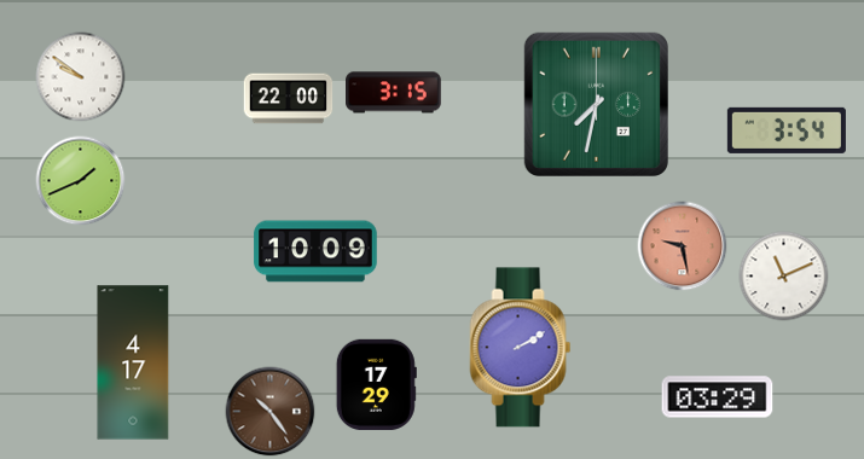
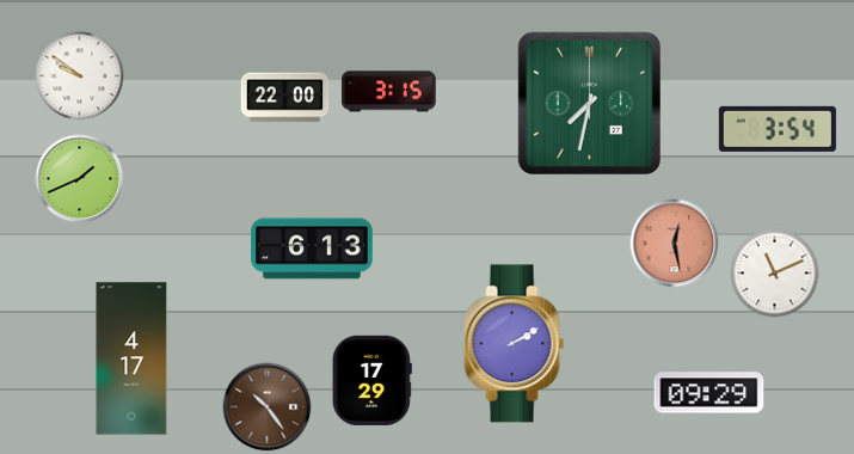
clock at (683, 246): 9:28 -> 12:28
clock at (315, 251): 10:09 -> 6:13
clock at (718, 397): 03:29 -> 09:29
